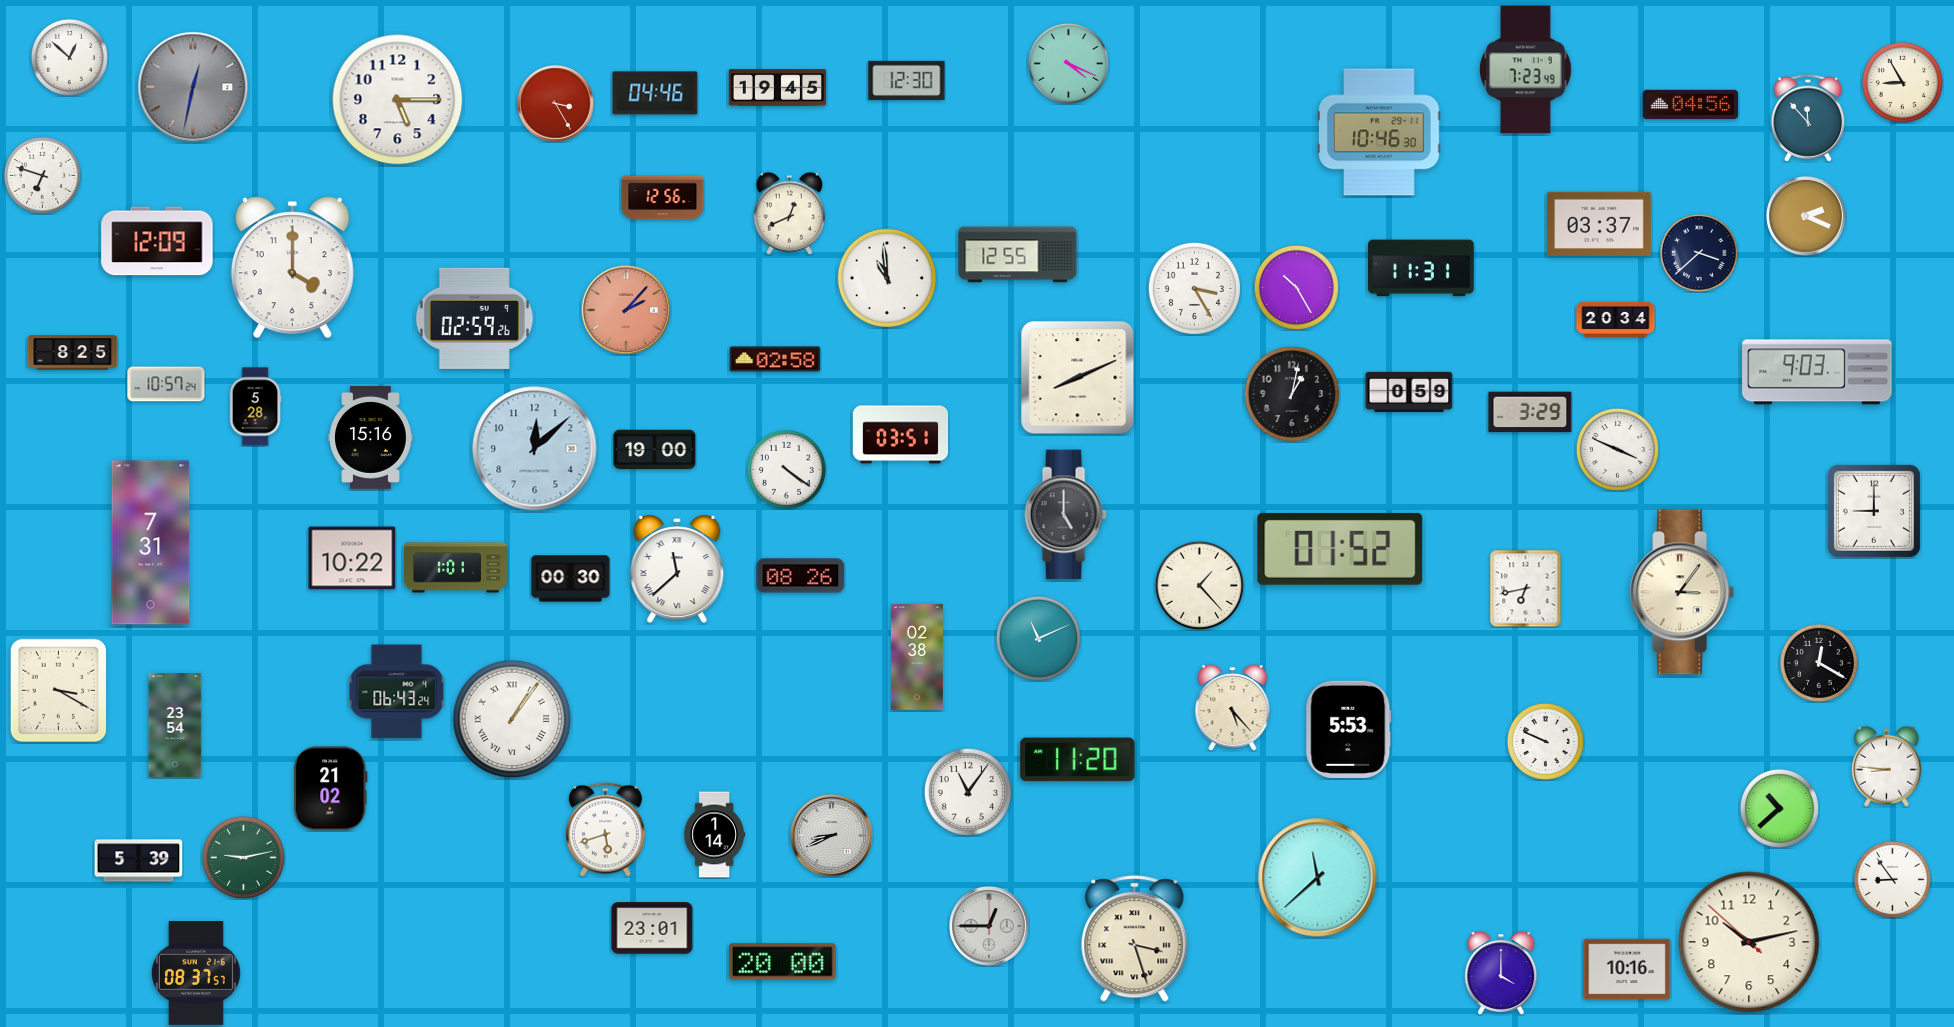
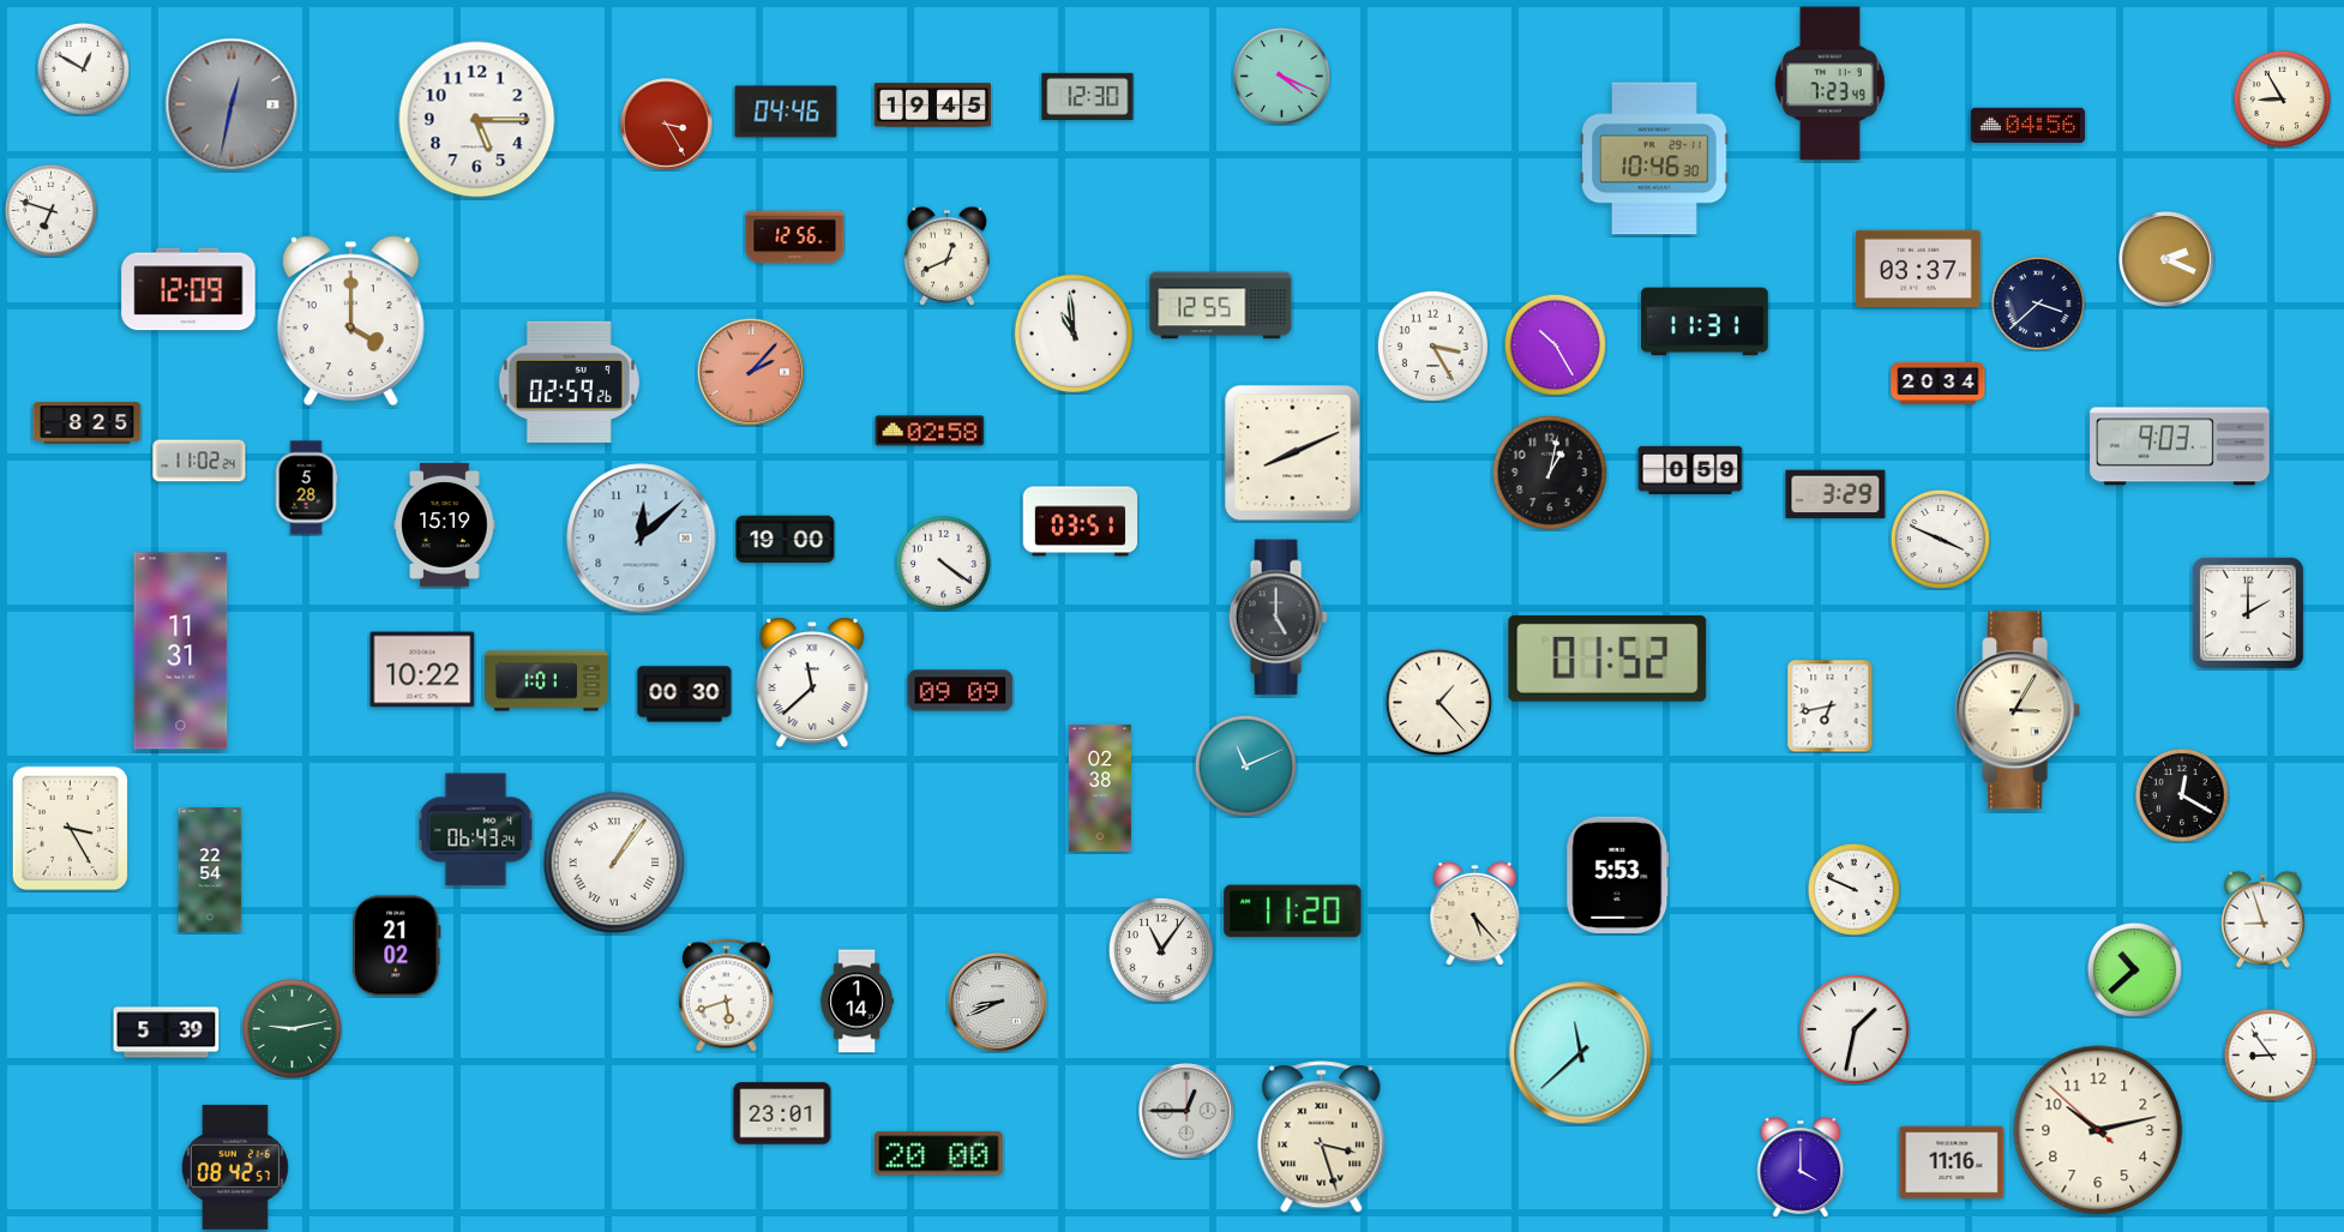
clock at (69, 57): 12:52 -> 12:50
clock at (1808, 118): 11:53 -> none
clock at (886, 277) position: (886, 277) -> (1072, 332)
clock at (166, 384): 10:57 -> 11:02
clock at (371, 437): 15:16 -> 15:19
clock at (1874, 511): 9:00 -> 2:00
clock at (151, 543): 7:31 -> 11:31
clock at (801, 576): 08:26 -> 09:09
clock at (1682, 592): 3:06 -> 3:05
clock at (59, 691): 3:20 -> 3:25
clock at (1233, 707) position: (1233, 707) -> (1475, 913)
clock at (175, 726): 23:54 -> 22:54
clock at (1886, 766): 8:46 -> 8:57
clock at (1855, 1029): none -> 1:32
clock at (1135, 939) position: (1135, 939) -> (1322, 1137)
clock at (1627, 969): 10:16 -> 11:16
clock at (196, 973): 08:37 -> 08:42
